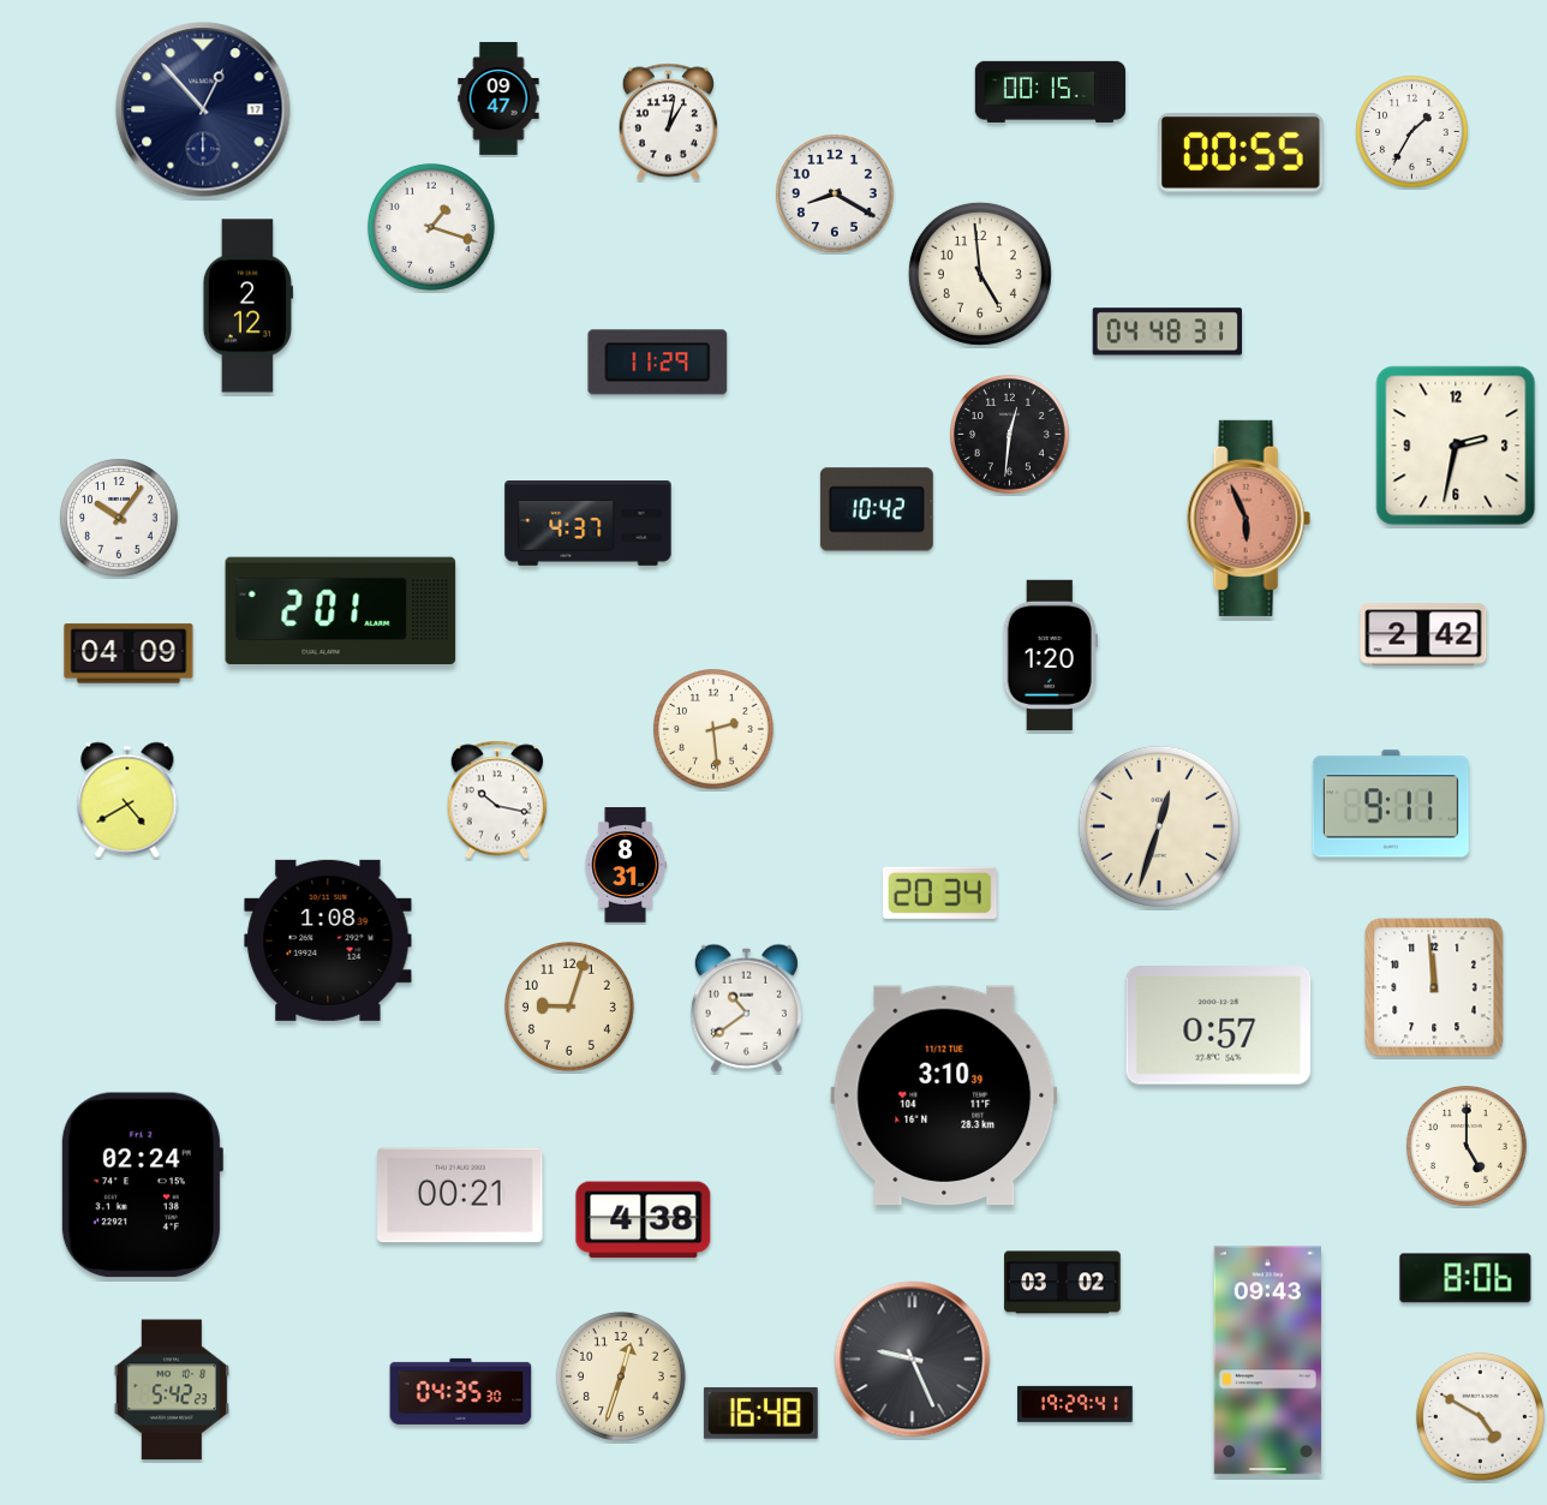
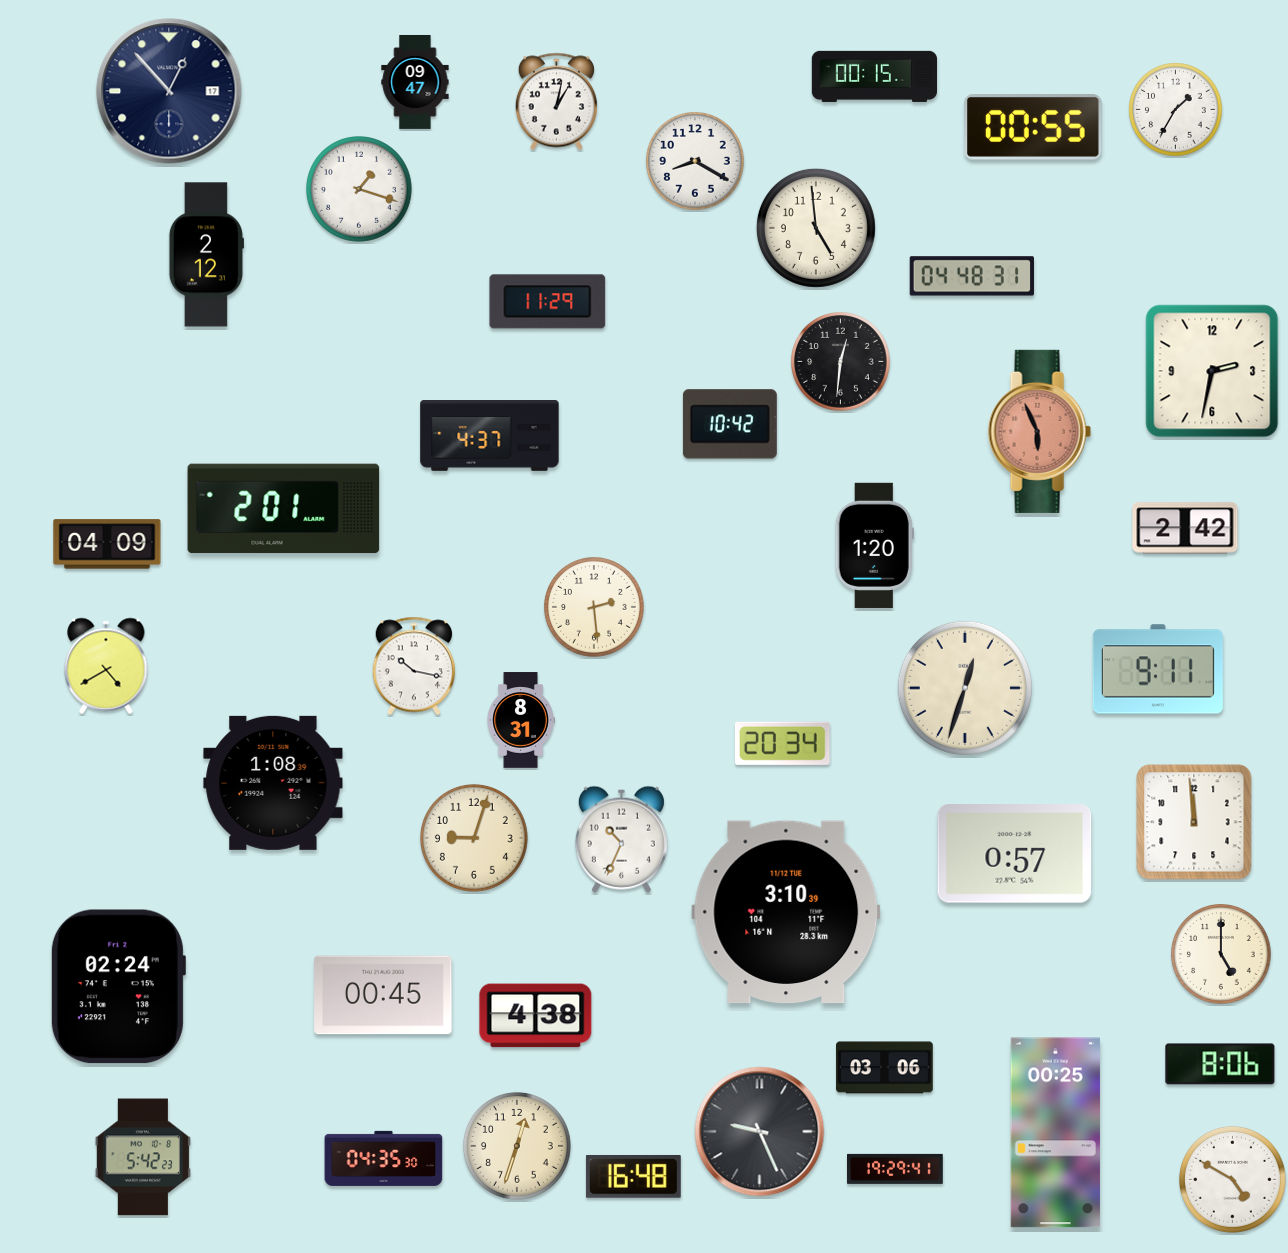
clock at (120, 519): 10:06 -> none
clock at (746, 1008): 10:39 -> 10:34
clock at (460, 1195): 00:21 -> 00:45
clock at (1063, 1283): 03:02 -> 03:06
clock at (1267, 1361): 09:43 -> 00:25
